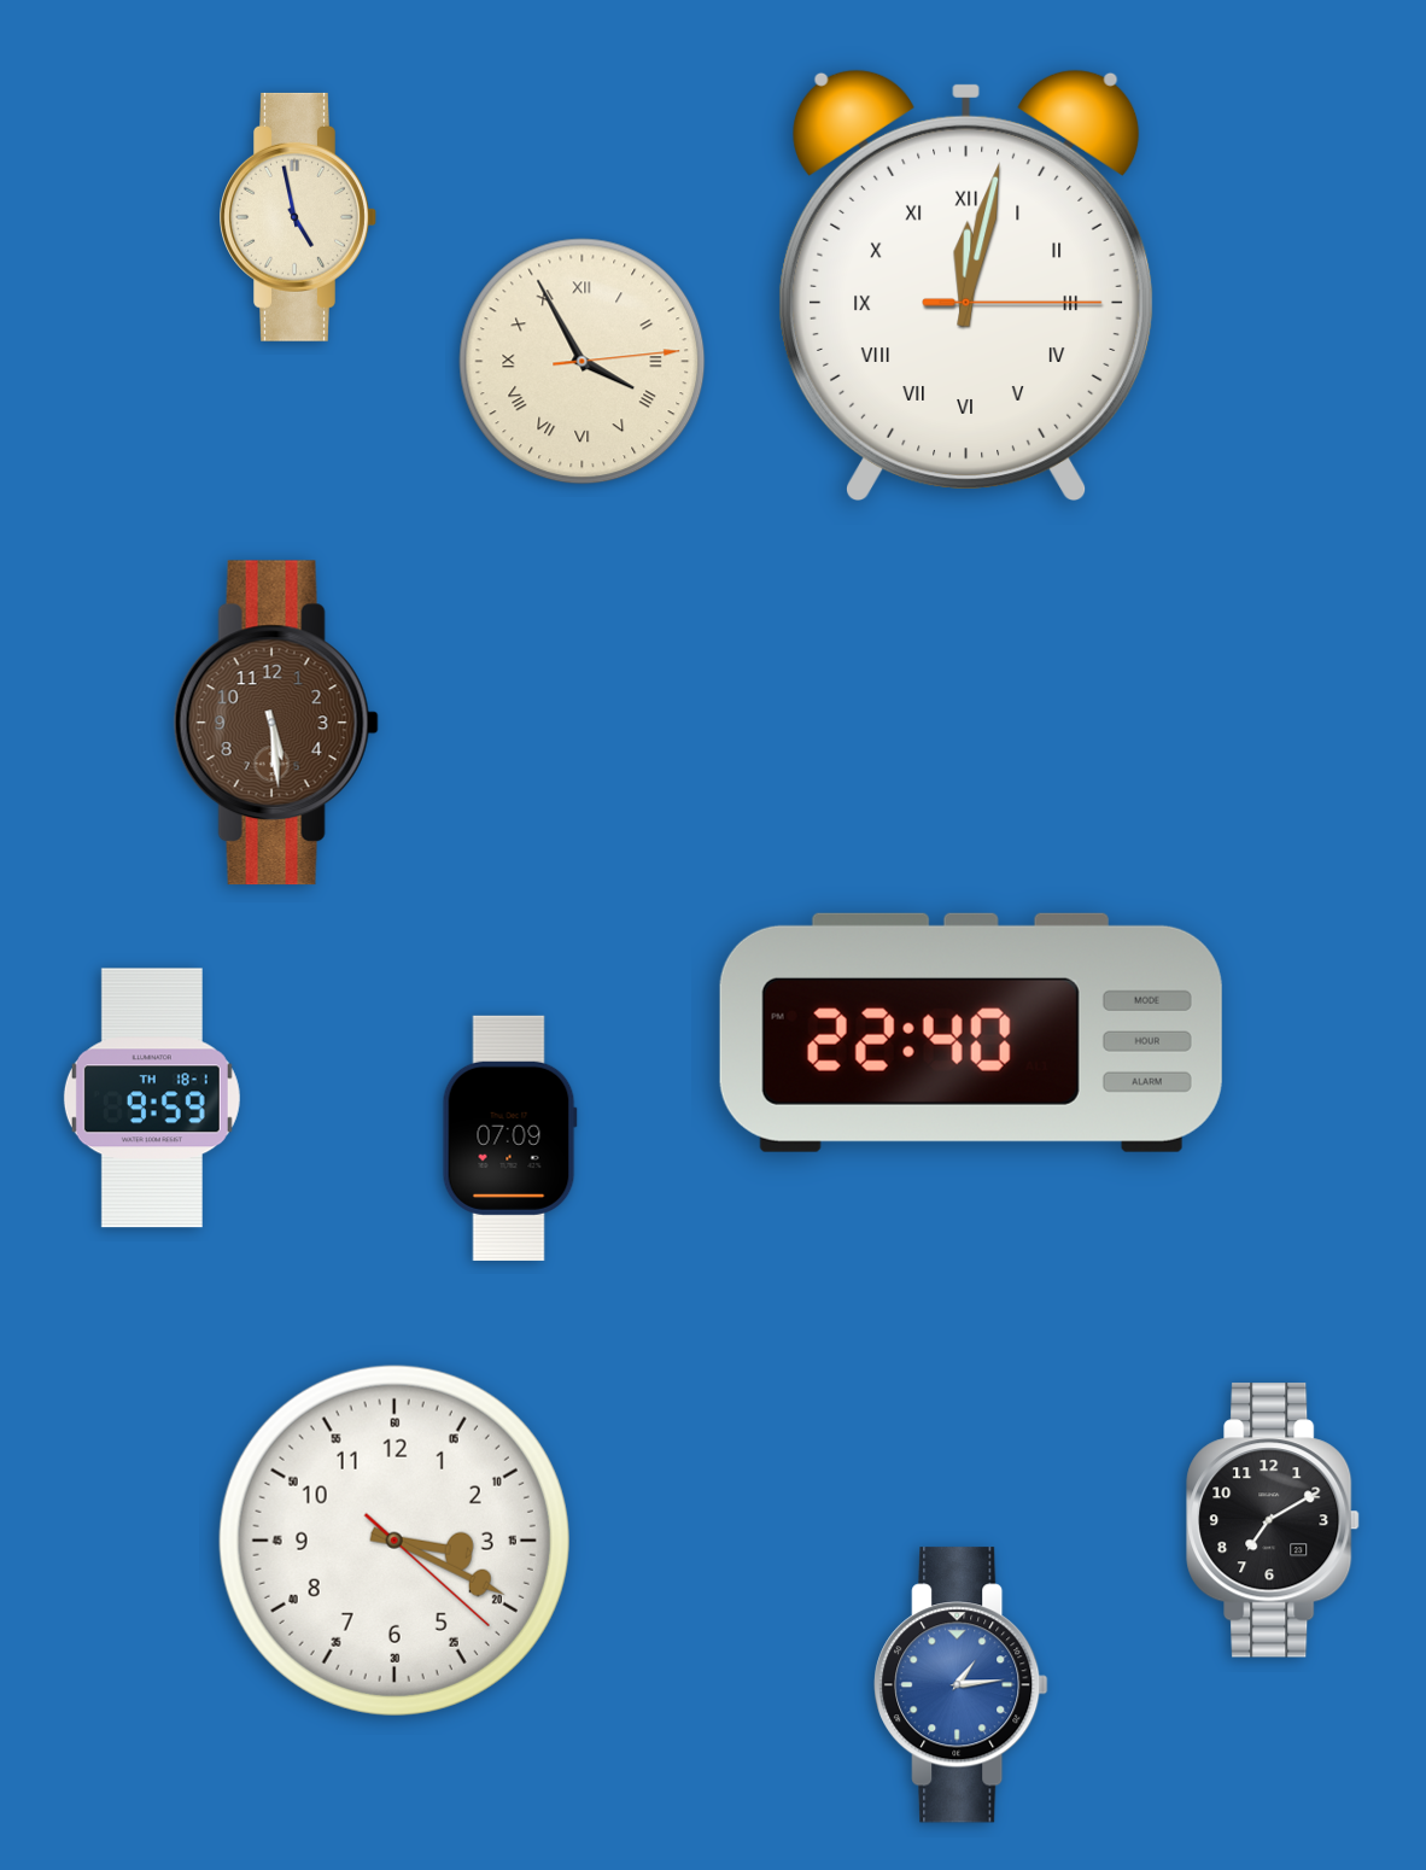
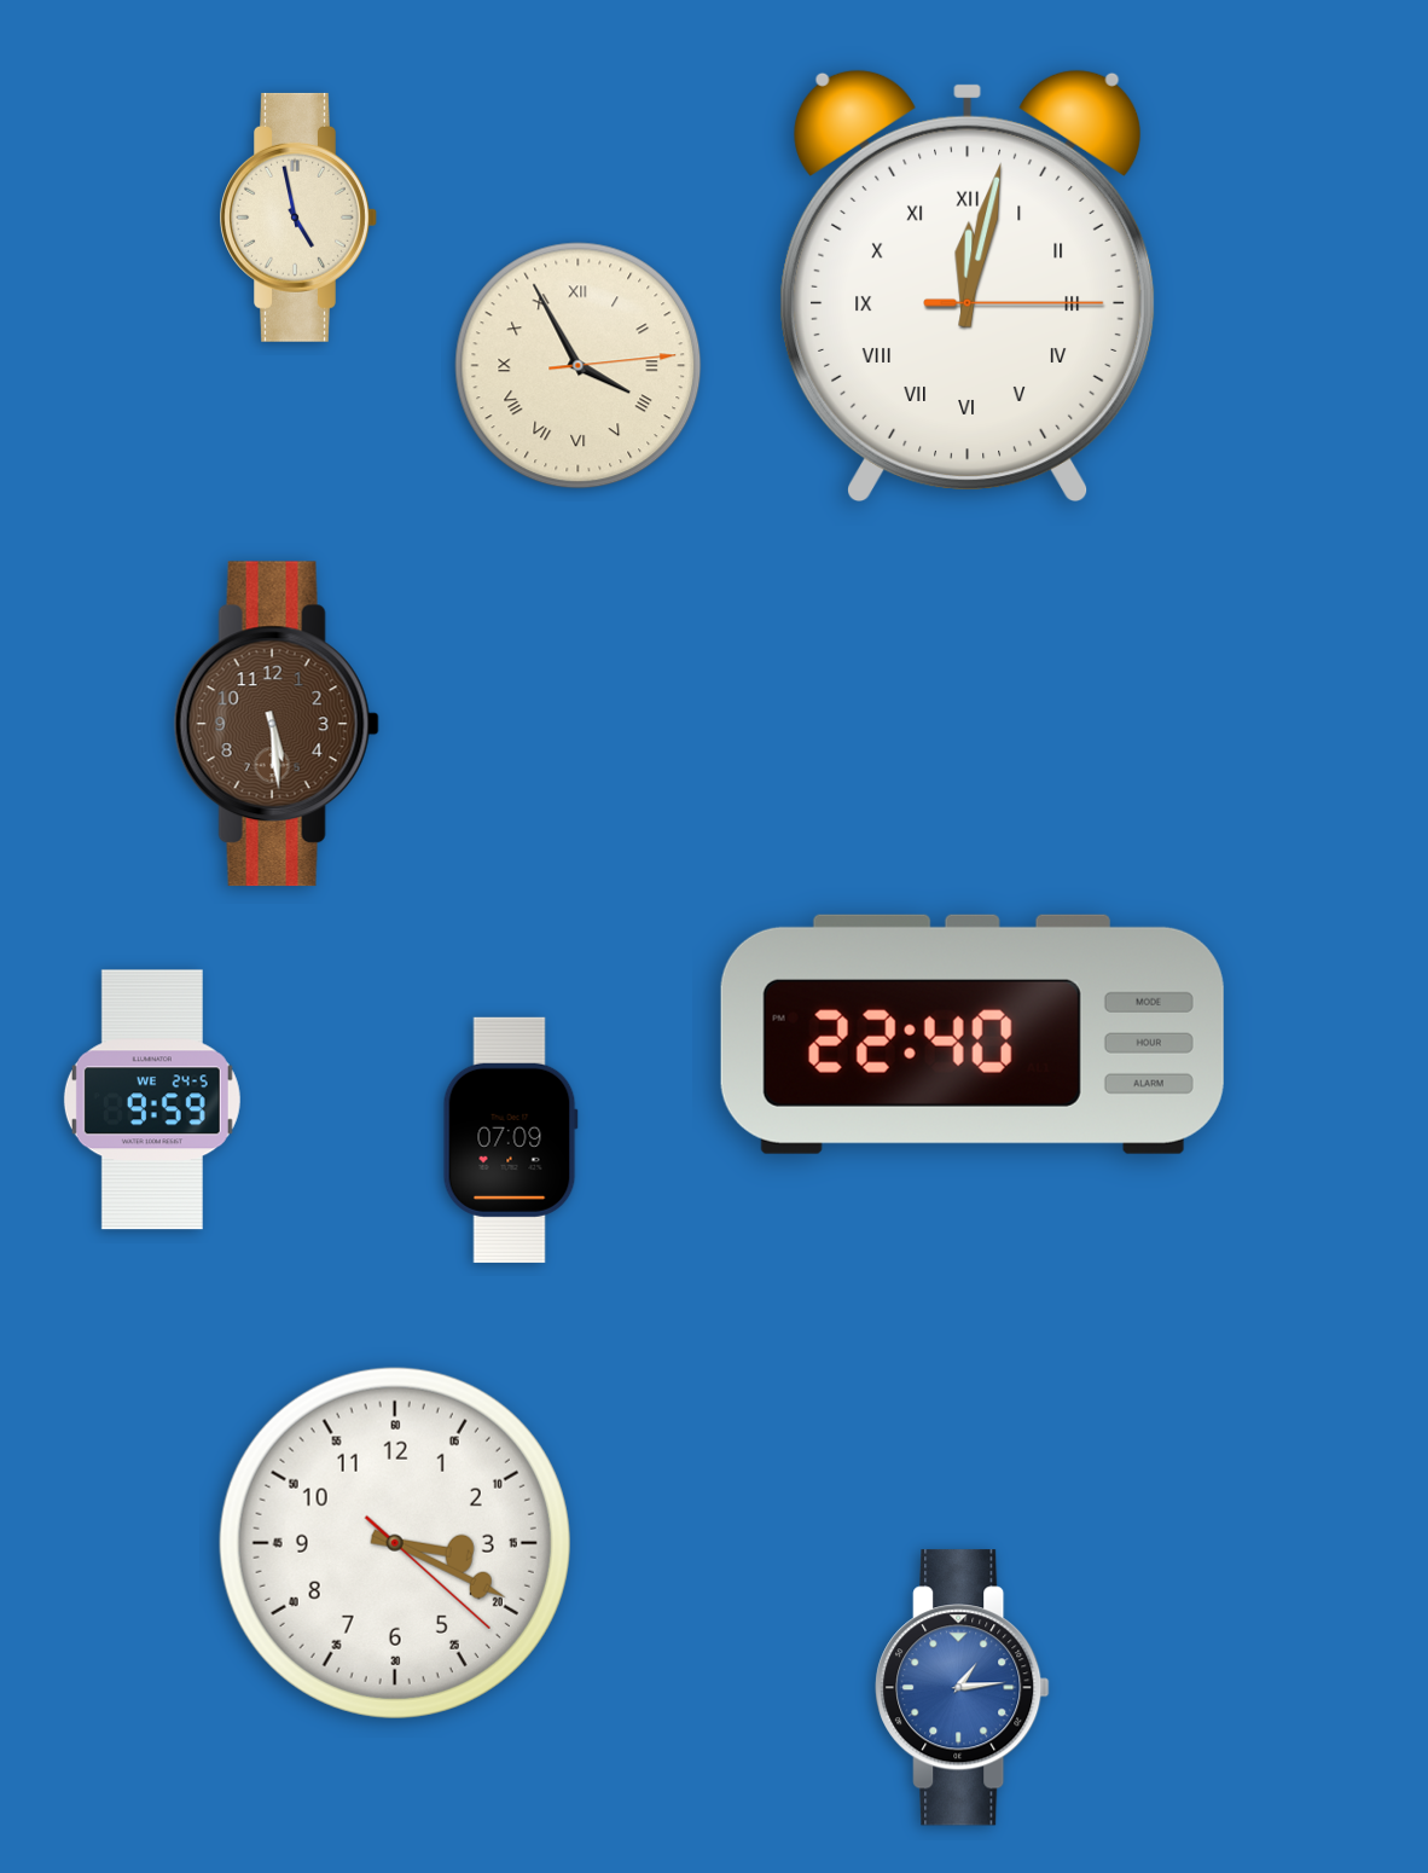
clock at (583, 362) position: (583, 362) -> (579, 366)
clock at (152, 1098) date: TH 18-1 -> WE 24-5
clock at (1273, 1520): 7:10 -> none
